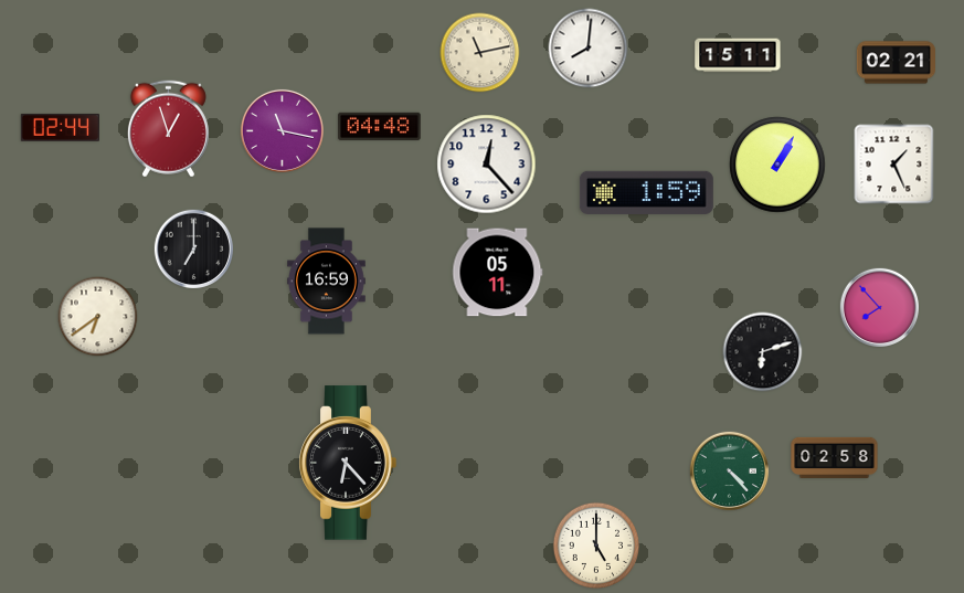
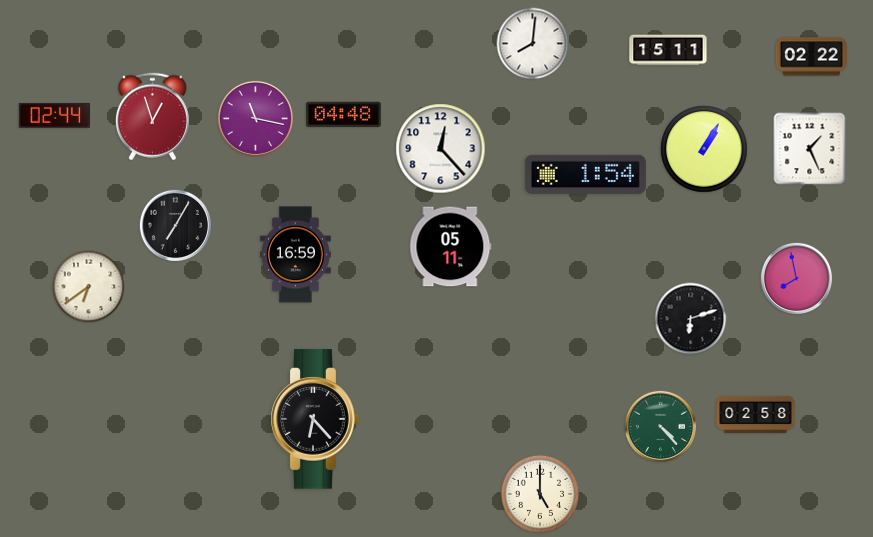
clock at (480, 53): 11:13 -> none
clock at (896, 63): 02:21 -> 02:22
clock at (646, 192): 1:59 -> 1:54
clock at (193, 248): 7:00 -> 7:05
clock at (879, 307): 7:53 -> 7:58
